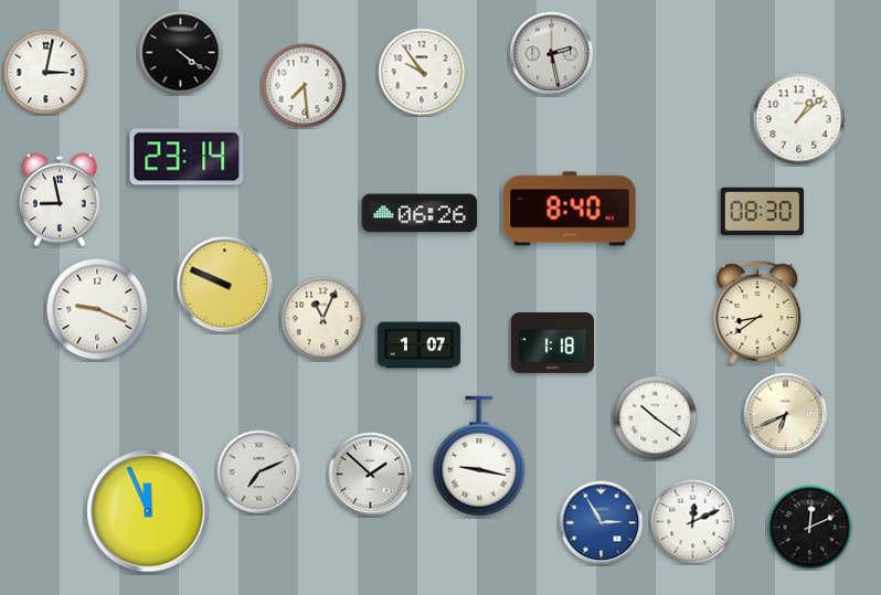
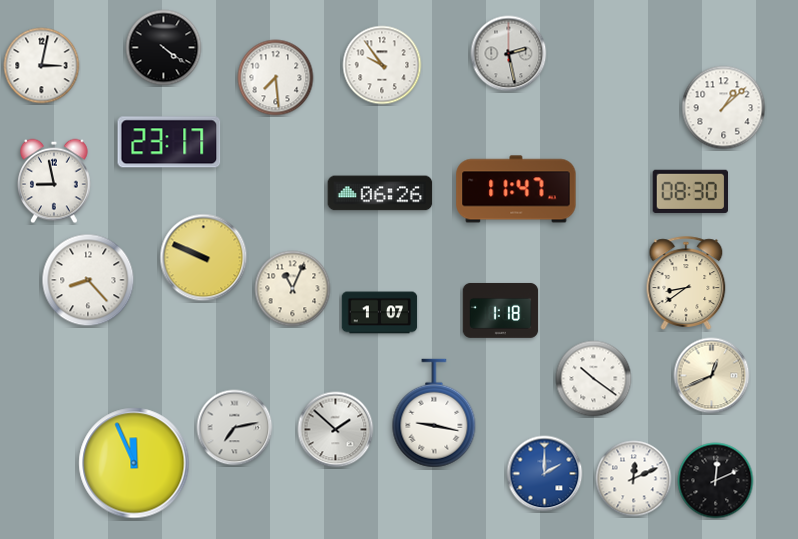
clock at (552, 54) position: (552, 54) -> (509, 54)
clock at (187, 157): 23:14 -> 23:17
clock at (570, 209): 8:40 -> 11:47
clock at (97, 309): 9:19 -> 8:23
clock at (786, 415): 6:41 -> 12:41
clock at (259, 472): 7:11 -> 7:13
clock at (693, 522) position: (693, 522) -> (634, 479)
clock at (602, 523): 2:55 -> 2:00
clock at (810, 528) position: (810, 528) -> (716, 481)
